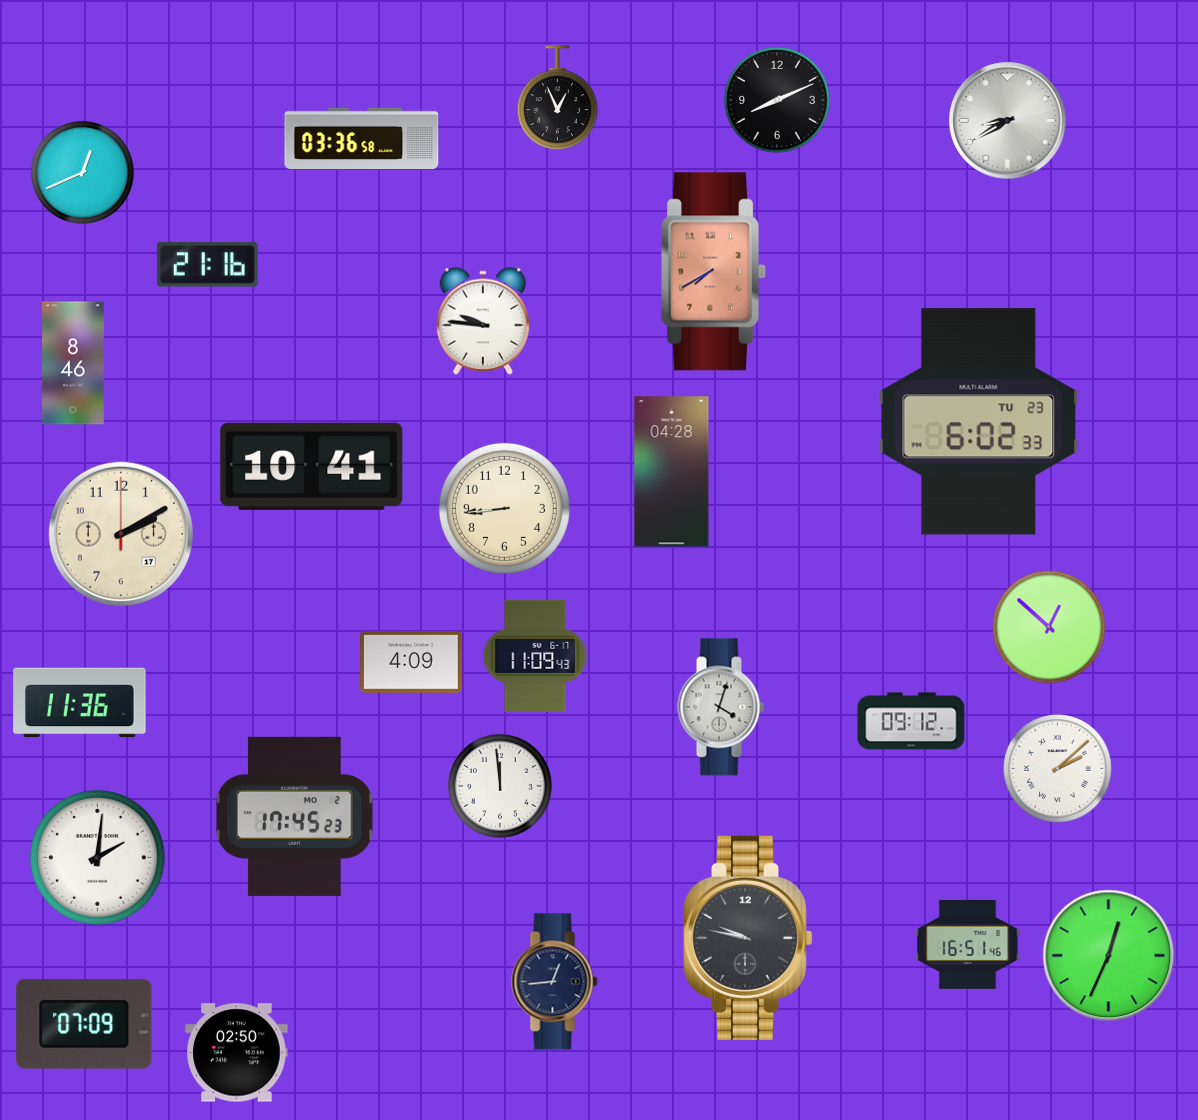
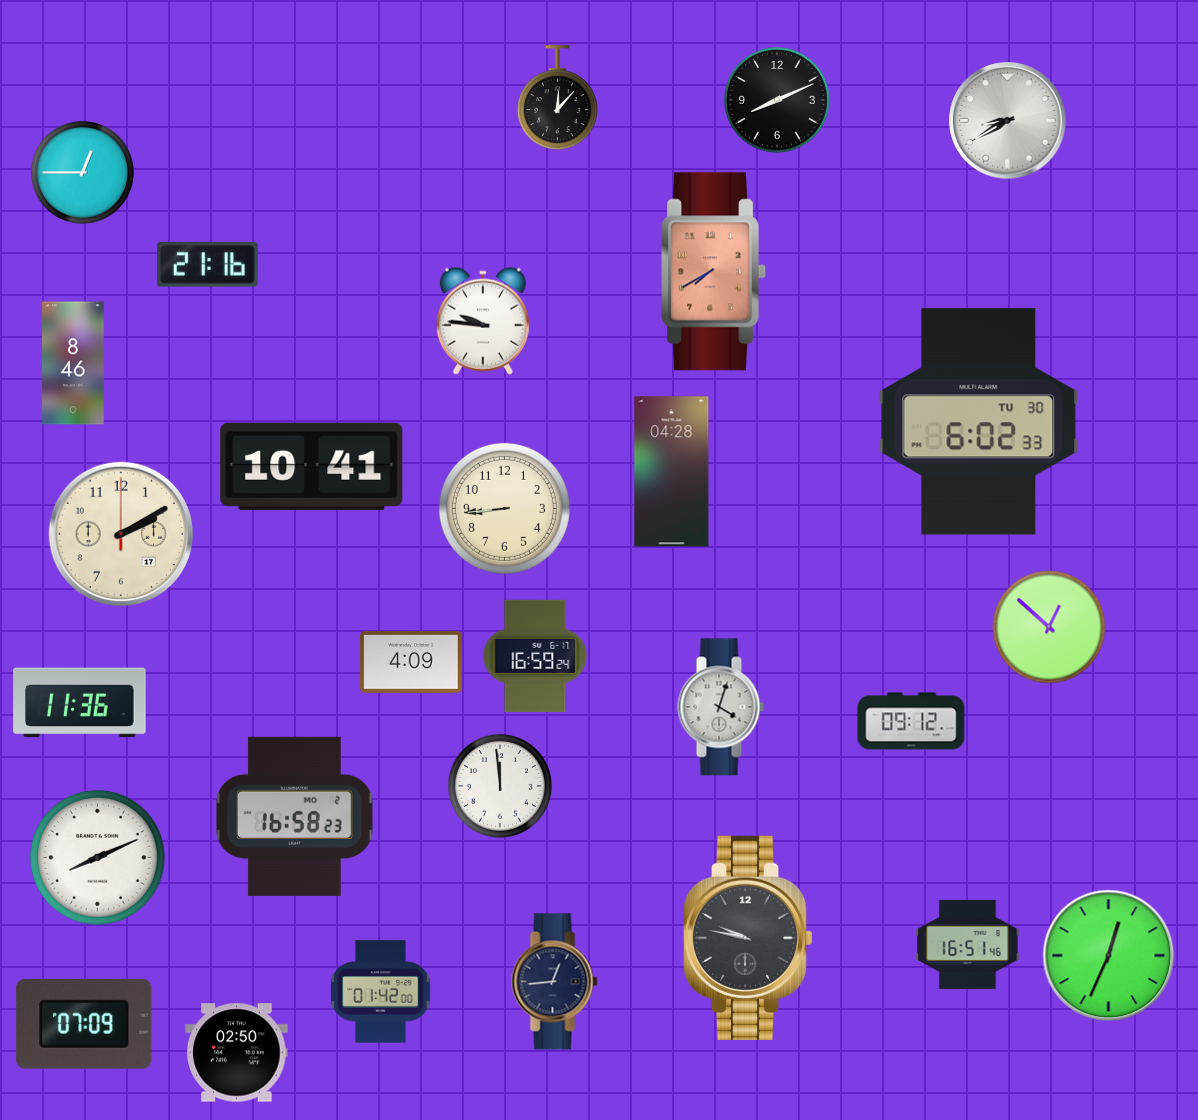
clock at (557, 98): 12:56 -> 12:07
clock at (362, 139): 03:36 -> none
clock at (82, 172): 12:41 -> 12:45
clock at (979, 422) date: TU 23 -> TU 30
clock at (535, 656): 11:09 -> 16:59
clock at (1058, 769): 2:08 -> none
clock at (295, 816): 17:45 -> 16:58
clock at (98, 858): 2:01 -> 8:11
clock at (381, 992): none -> 01:42
